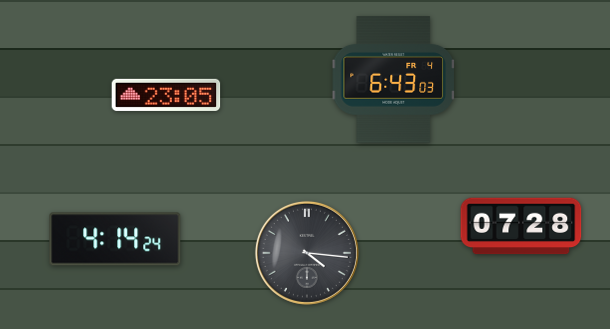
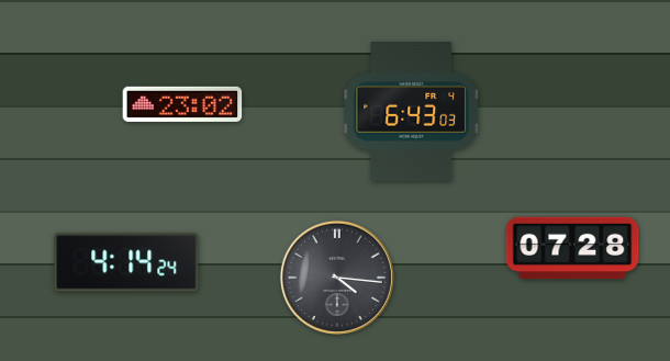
clock at (393, 80) position: (393, 80) -> (411, 112)
clock at (166, 95): 23:05 -> 23:02
